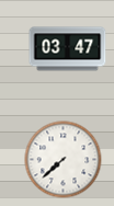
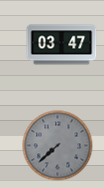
clock at (64, 160) dial: white -> grey
